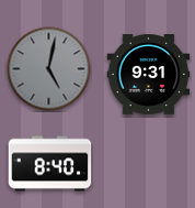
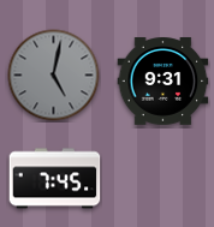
clock at (50, 164): 8:40 -> 7:45
